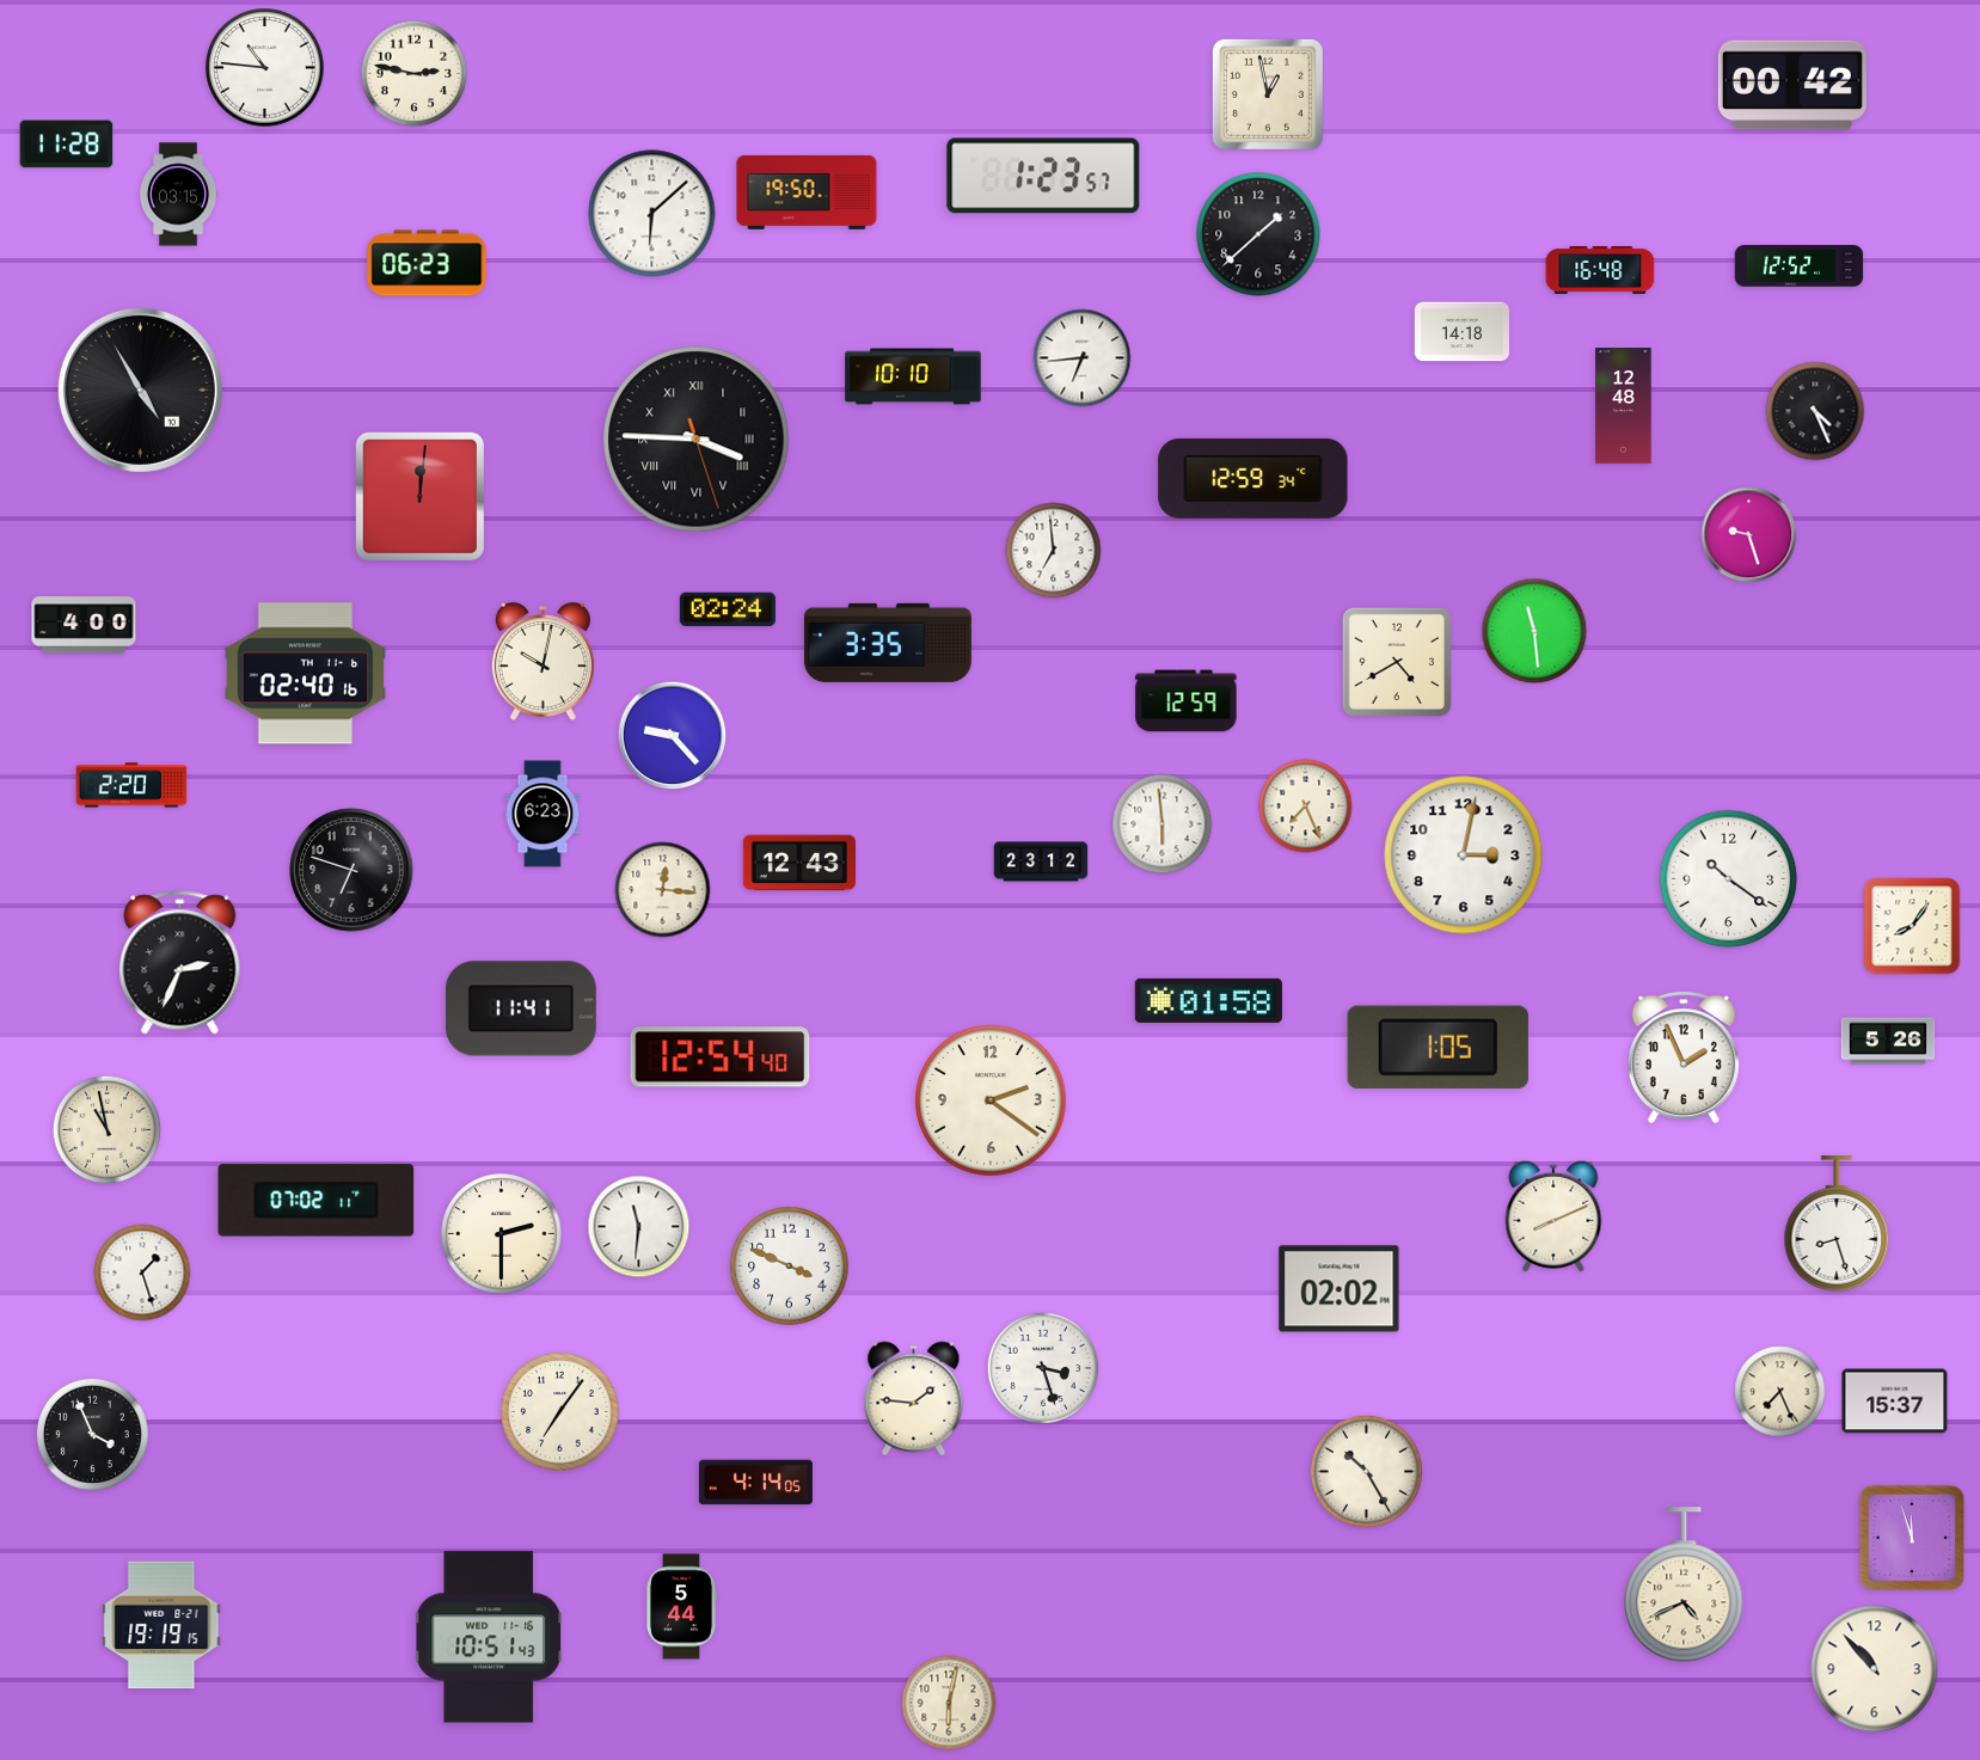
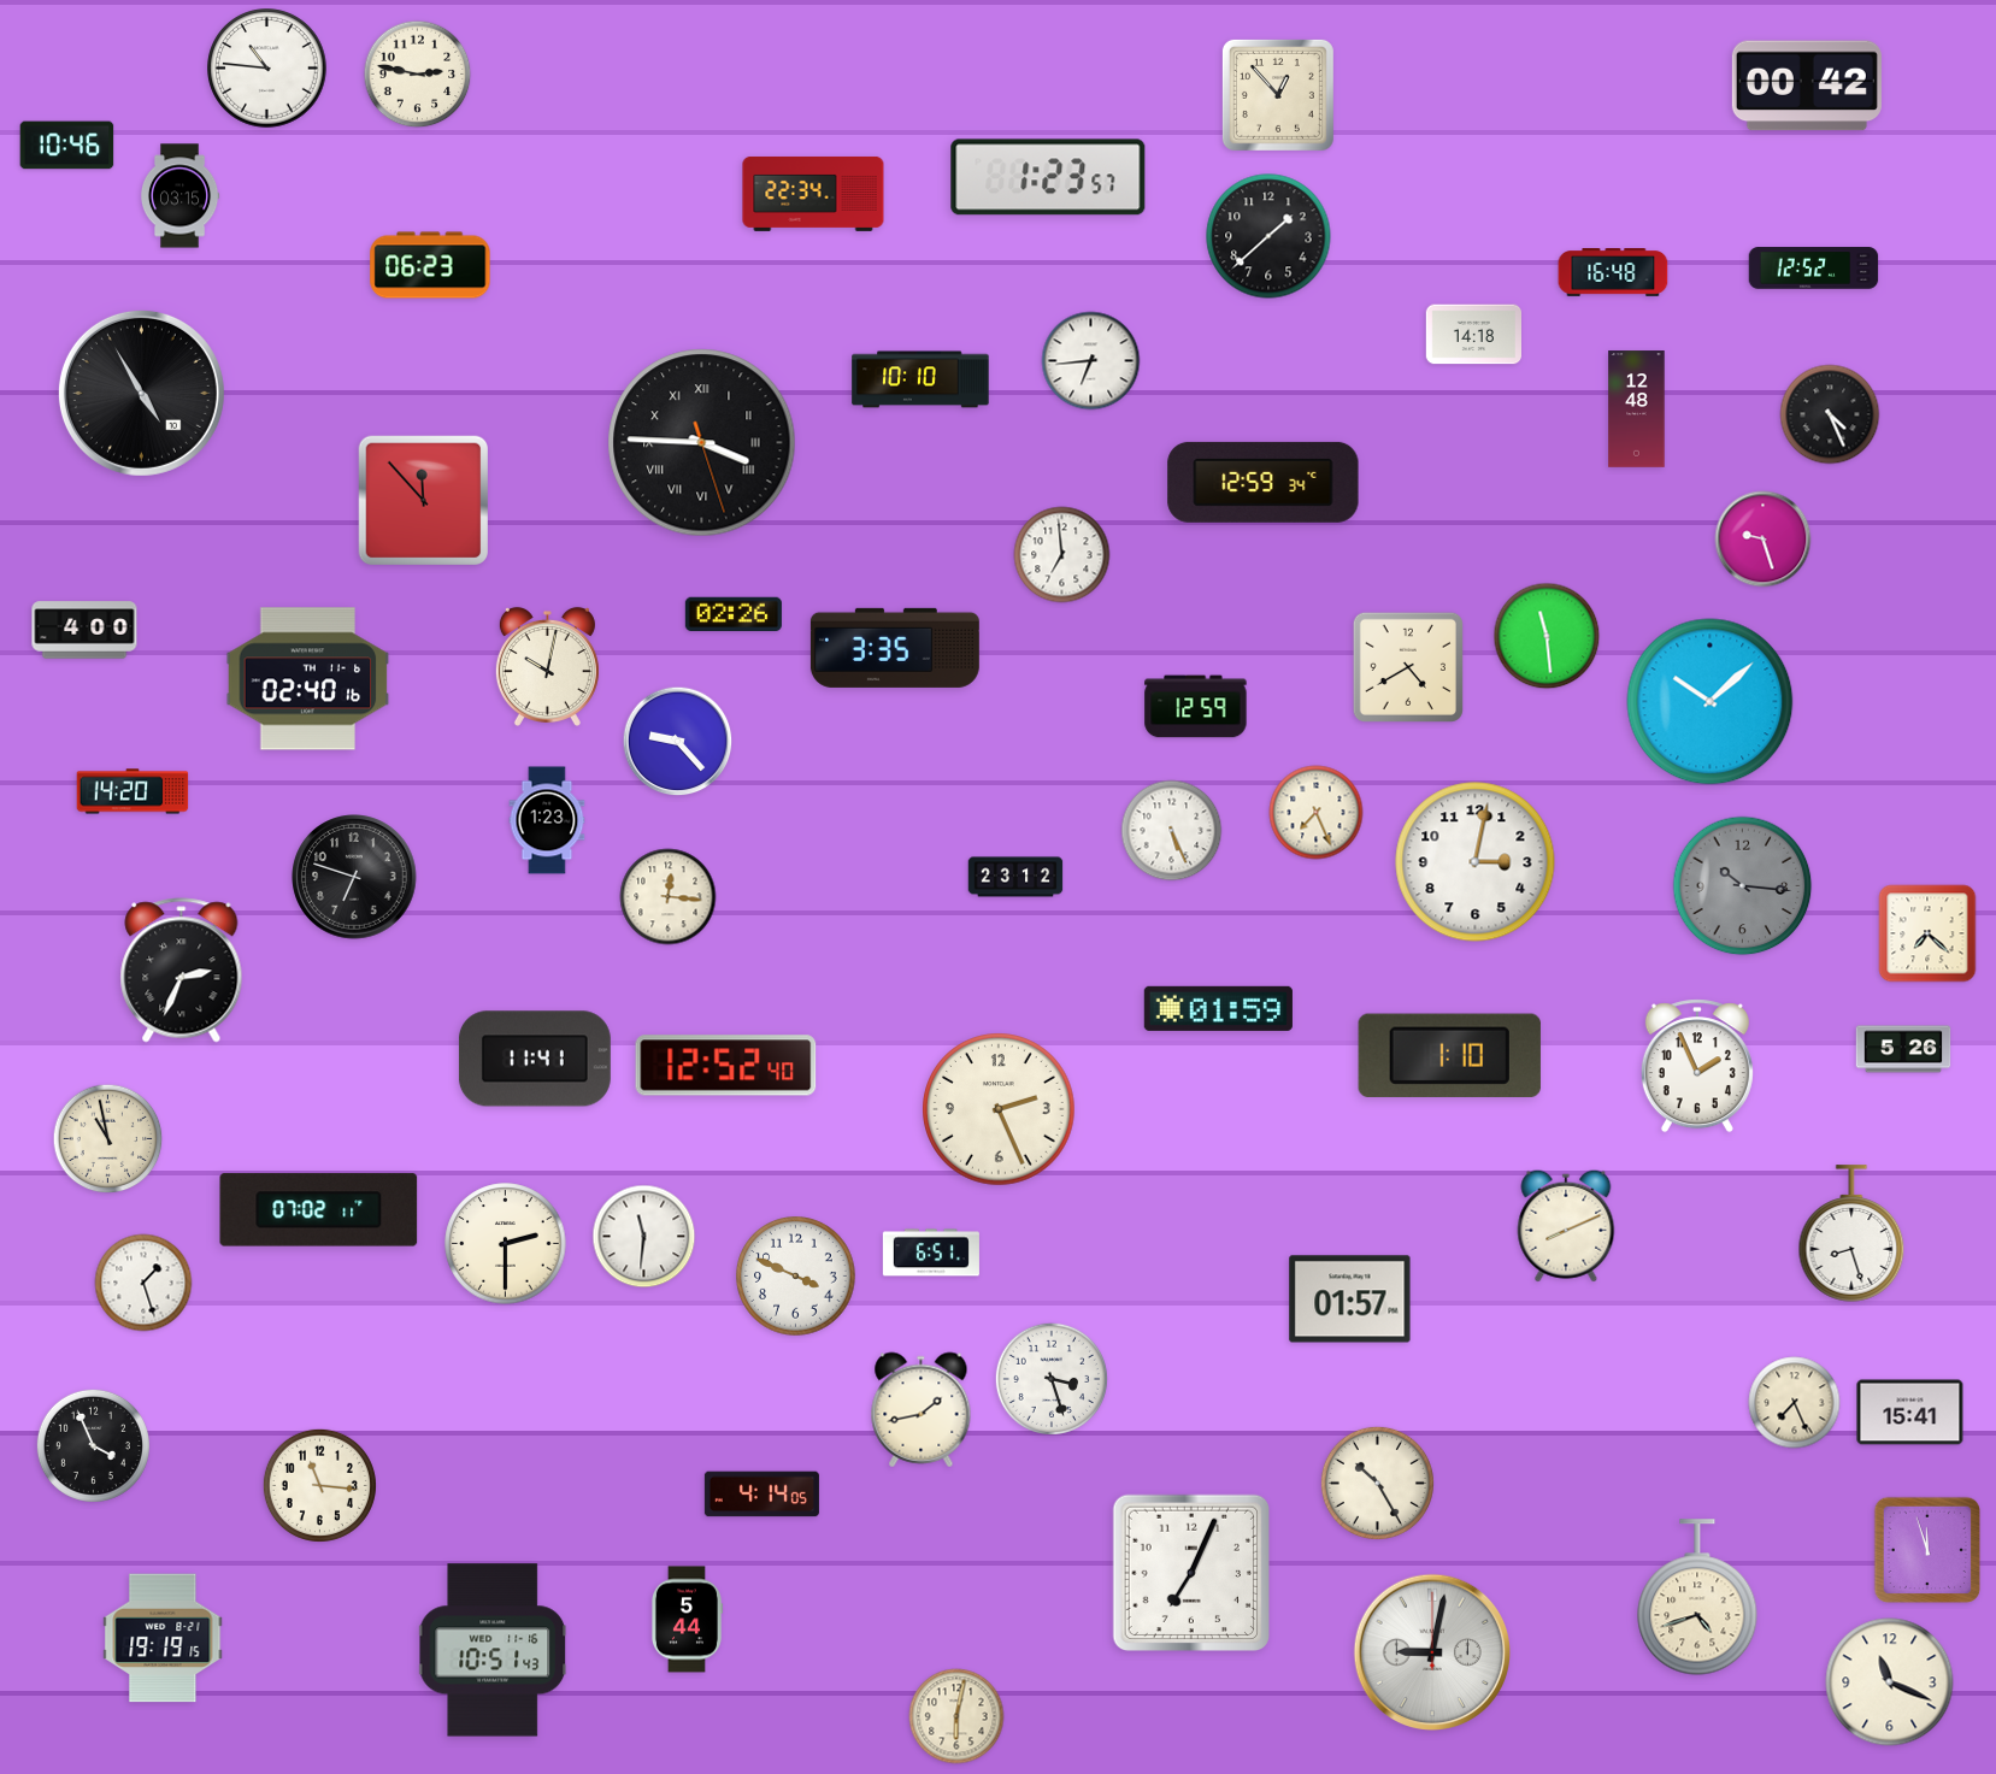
clock at (1268, 94): 12:58 -> 12:53
clock at (67, 145): 11:28 -> 10:46
clock at (1043, 176) position: (1043, 176) -> (1048, 177)
clock at (807, 192): 19:50 -> 22:34
clock at (652, 214): 6:08 -> none
clock at (419, 496): 12:01 -> 11:53
clock at (728, 609): 02:24 -> 02:26
clock at (1711, 702): none -> 10:08
clock at (131, 785): 2:20 -> 14:20
clock at (542, 814): 6:23 -> 1:23
clock at (1163, 824): 5:59 -> 5:26
clock at (1041, 861) position: (1041, 861) -> (1015, 877)
clock at (799, 863): 12:43 -> none
clock at (1729, 879): 10:21 -> 10:16
clock at (1729, 879) dial: white -> grey
clock at (1912, 926): 8:06 -> 7:22
clock at (1208, 1000): 01:58 -> 01:59
clock at (521, 1008) position: (521, 1008) -> (535, 1059)
clock at (1438, 1047): 1:05 -> 1:10
clock at (721, 1057): 12:54 -> 12:52
clock at (991, 1100): 2:21 -> 2:26
clock at (931, 1253): none -> 6:51
clock at (1340, 1289): 02:02 -> 01:57
clock at (914, 1399): 1:46 -> 1:43
clock at (1895, 1402): 15:37 -> 15:41
clock at (560, 1412): 7:06 -> none
clock at (319, 1485): none -> 11:16
clock at (1190, 1572): none -> 7:04
clock at (1684, 1584): 4:41 -> 4:42
clock at (1431, 1651): none -> 9:02
clock at (1875, 1669): 10:53 -> 11:19
